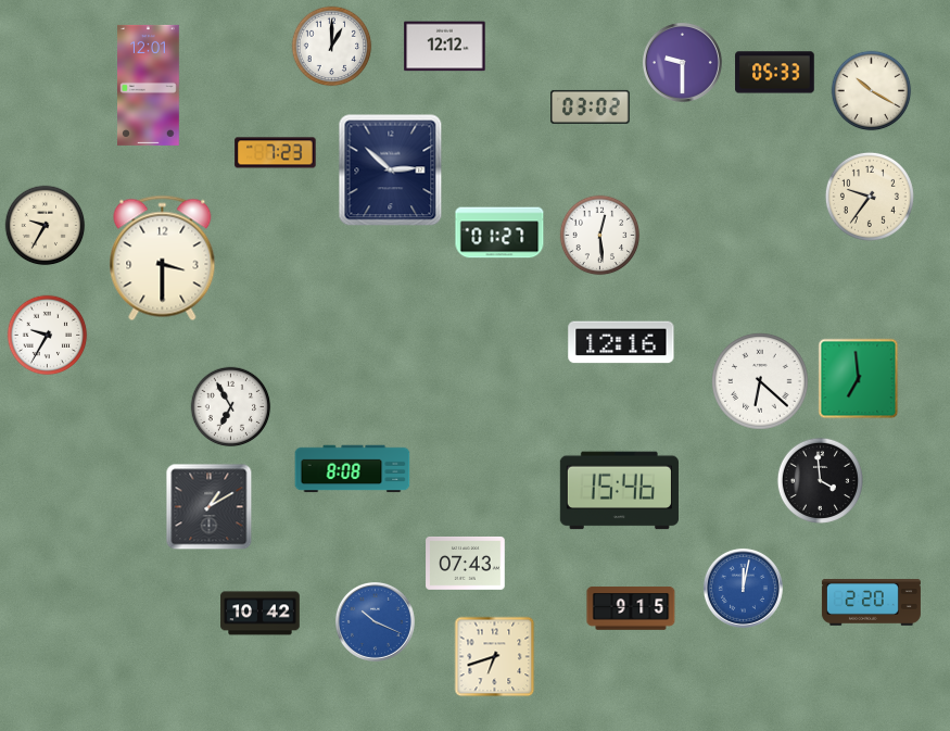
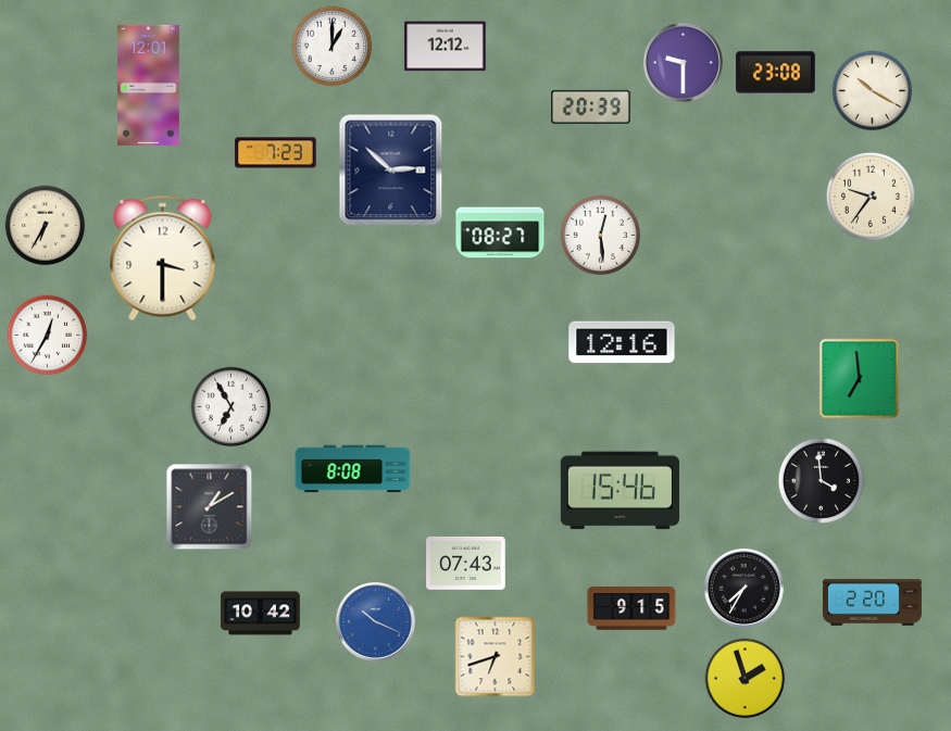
clock at (775, 73): 05:33 -> 23:08
clock at (591, 106): 03:02 -> 20:39
clock at (46, 226): 9:35 -> 6:35
clock at (499, 232): 01:27 -> 08:27
clock at (48, 336): 9:35 -> 12:35
clock at (760, 381): 6:22 -> none
clock at (743, 588): 12:02 -> 7:35
clock at (743, 588) dial: blue -> black
clock at (746, 679): none -> 1:57
